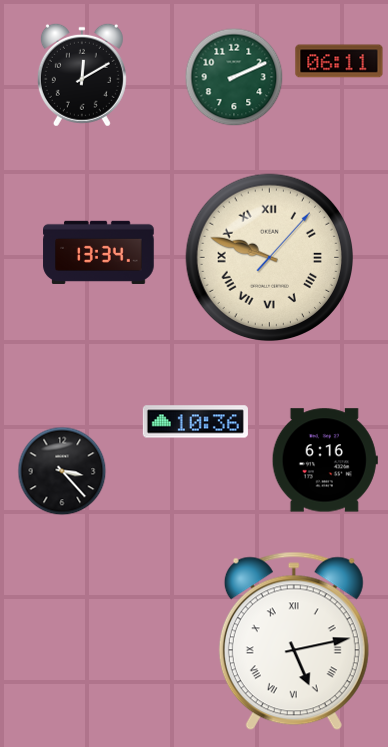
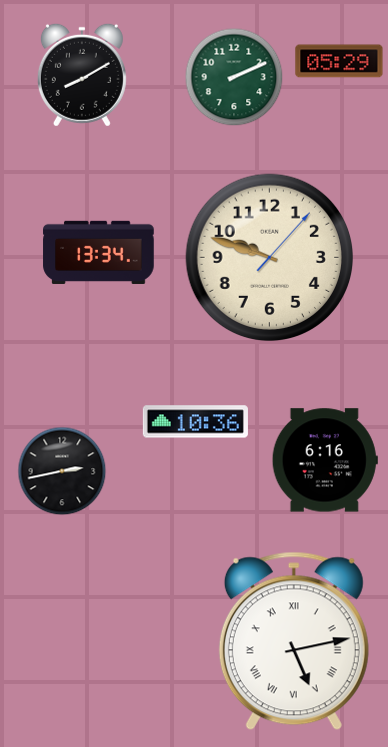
clock at (339, 61): 06:11 -> 05:29
clock at (82, 75): 12:10 -> 8:10
clock at (270, 258) numerals: Roman -> Arabic
clock at (62, 471): 3:23 -> 2:43
